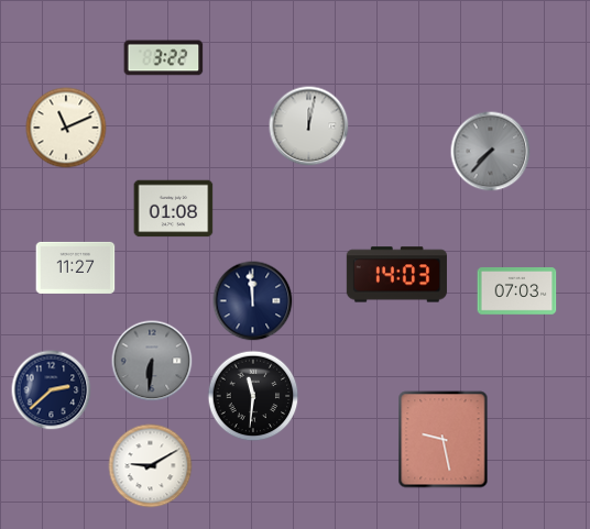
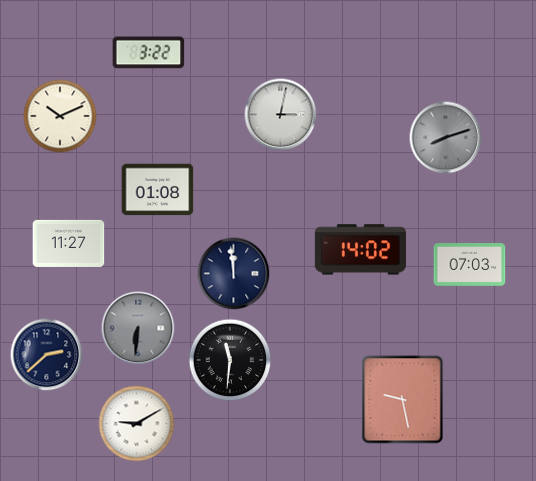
clock at (309, 126): 12:02 -> 3:02
clock at (66, 128): 11:11 -> 10:11
clock at (491, 152): 7:37 -> 8:12
clock at (396, 275): 14:03 -> 14:02
clock at (253, 301) position: (253, 301) -> (234, 274)
